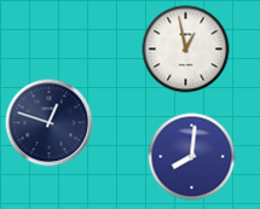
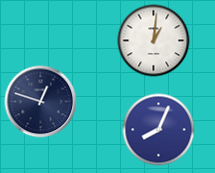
clock at (186, 50): 12:58 -> 1:01
clock at (192, 157): 8:01 -> 8:04
